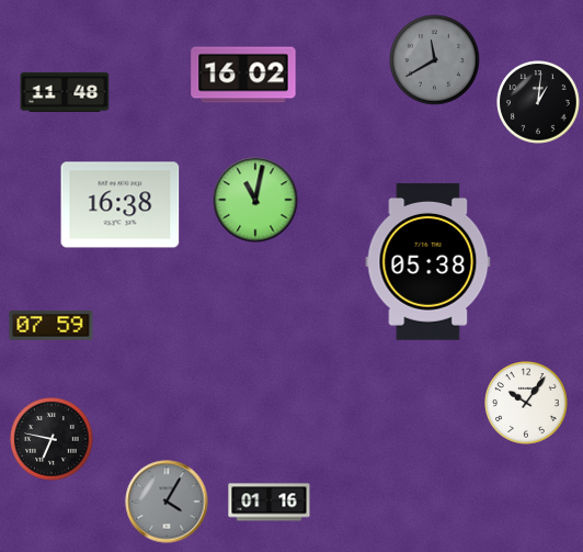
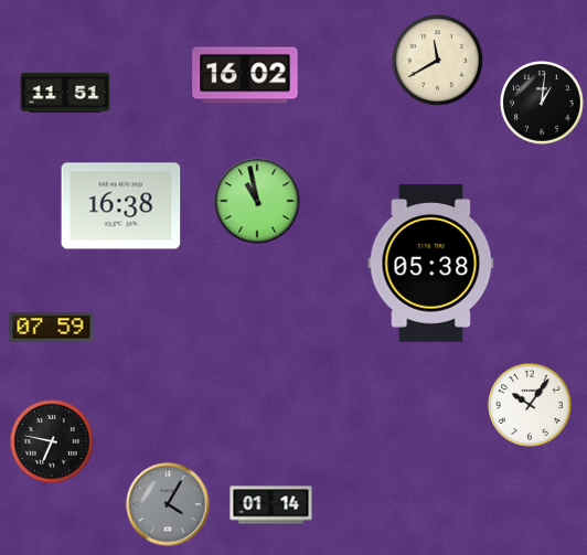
clock at (435, 60) dial: grey -> cream
clock at (65, 92): 11:48 -> 11:51
clock at (255, 200): 11:02 -> 10:58
clock at (270, 503): 01:16 -> 01:14
